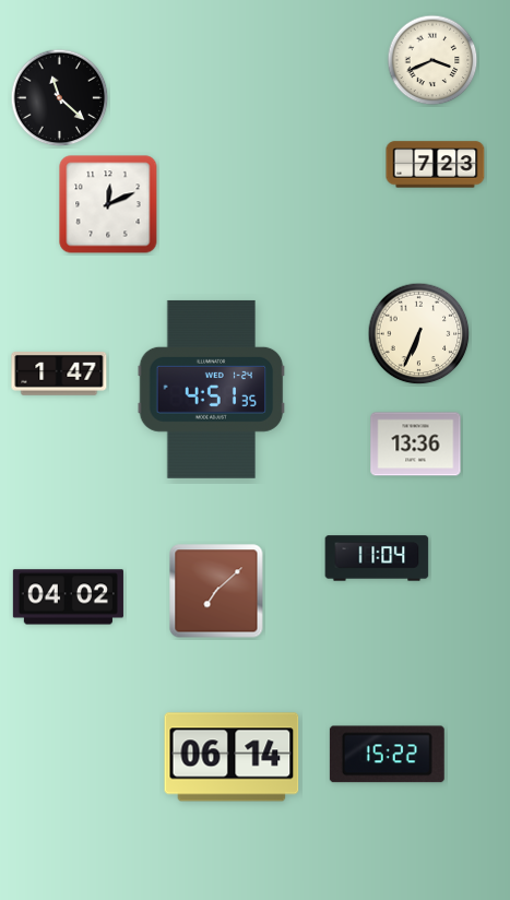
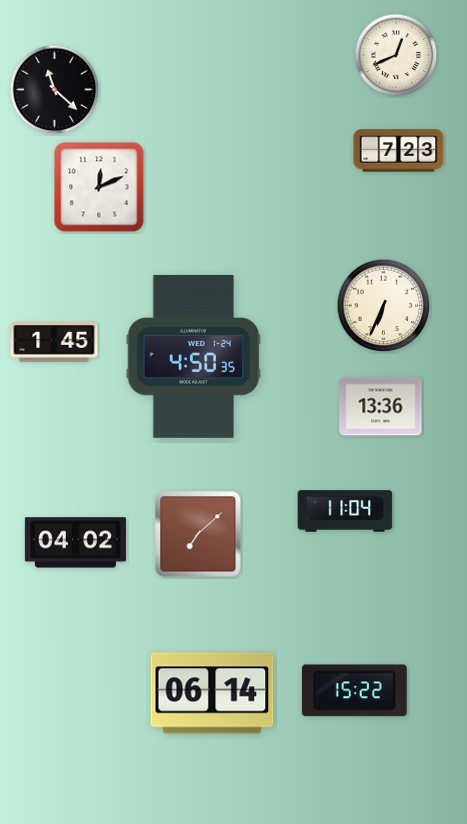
clock at (432, 60): 3:41 -> 12:41
clock at (59, 375): 1:47 -> 1:45
clock at (212, 389): 4:51 -> 4:50
clock at (216, 591) position: (216, 591) -> (198, 534)
clock at (68, 597) position: (68, 597) -> (75, 543)
